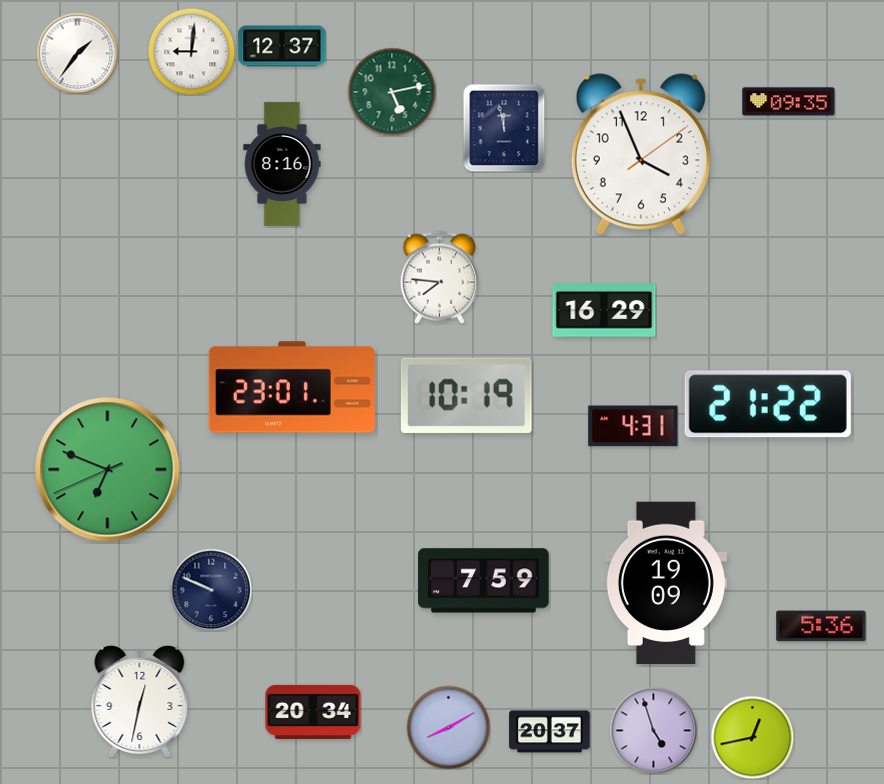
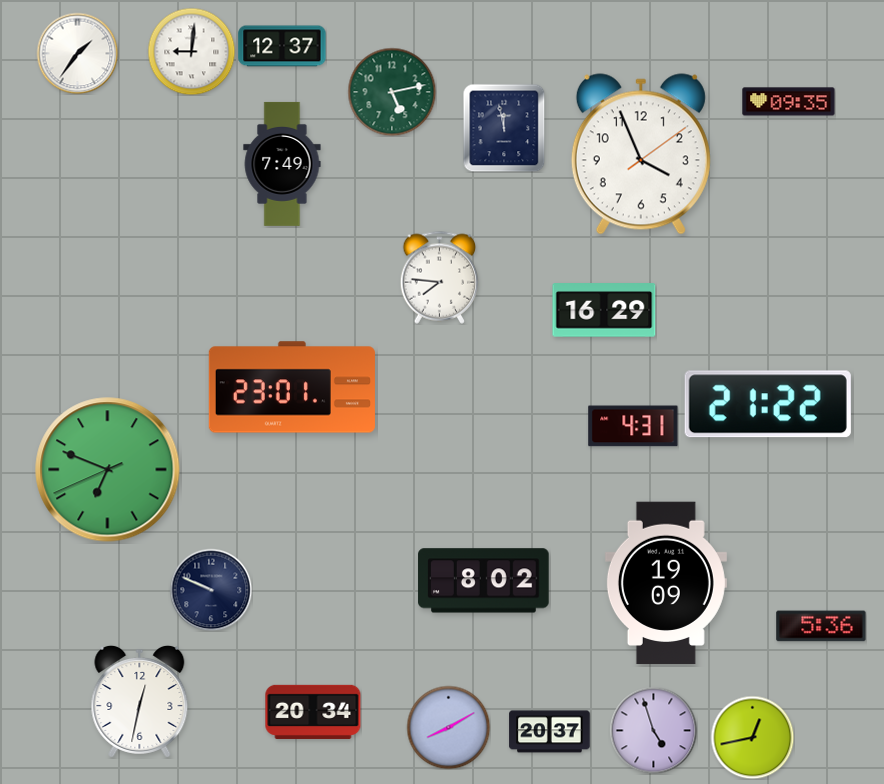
clock at (282, 164): 8:16 -> 7:49
clock at (466, 395): 10:19 -> none
clock at (484, 581): 7:59 -> 8:02
